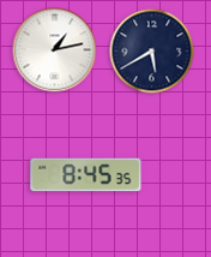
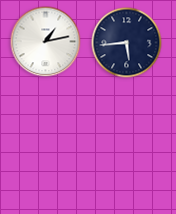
clock at (152, 52): 5:40 -> 5:44
clock at (86, 175): 8:45 -> none
